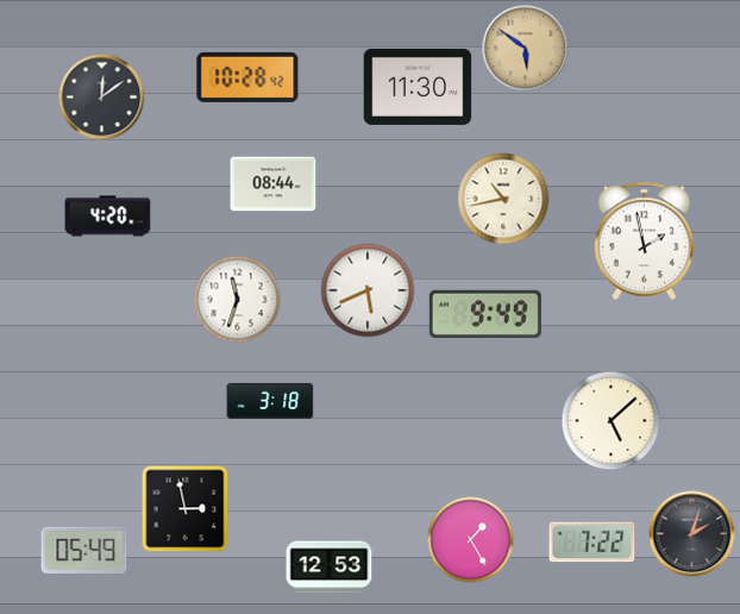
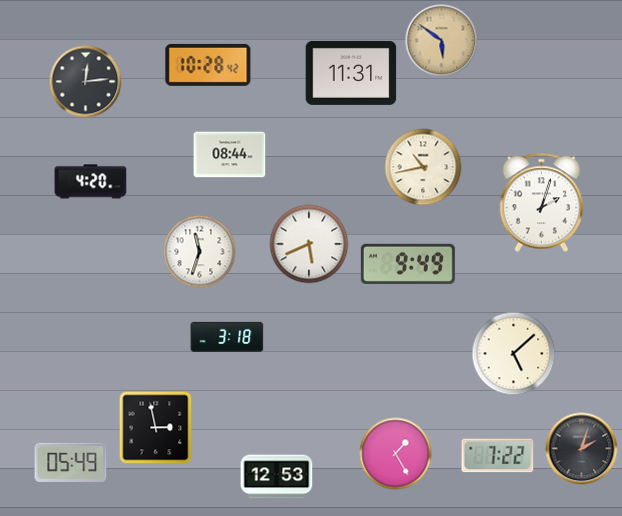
clock at (418, 87): 11:30 -> 11:31
clock at (102, 98): 12:09 -> 12:14
clock at (645, 242): 1:58 -> 2:03
